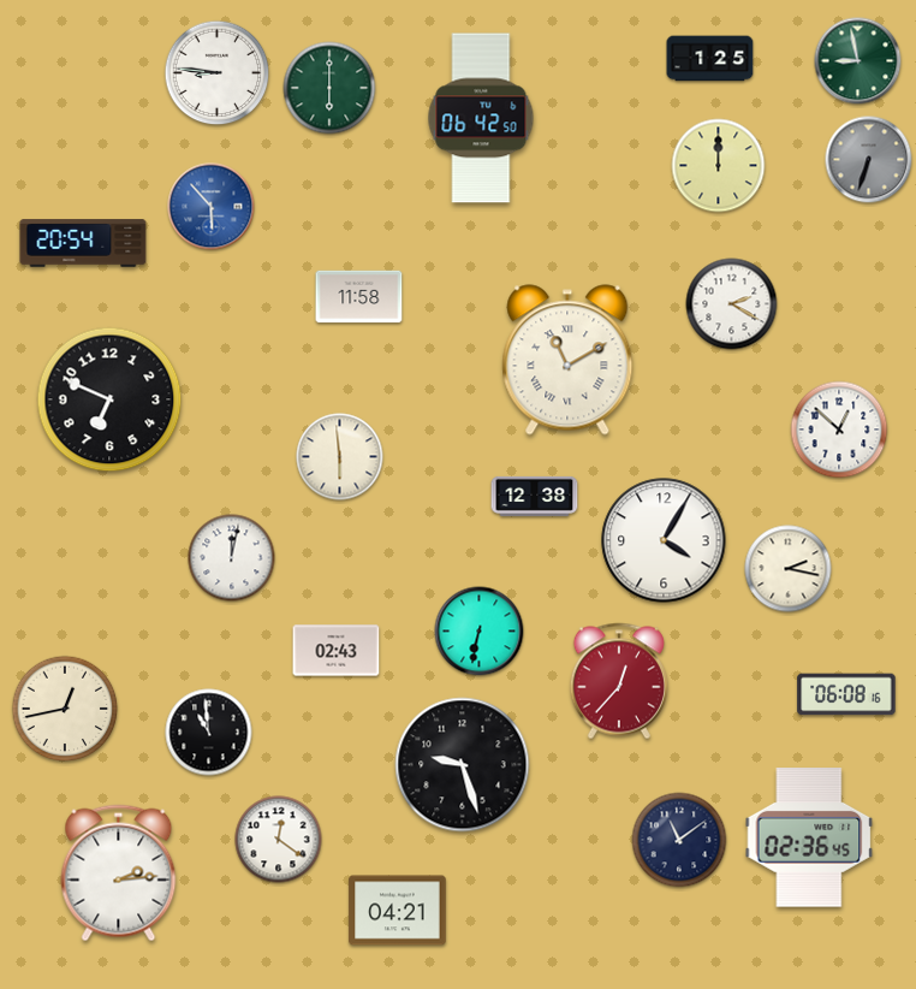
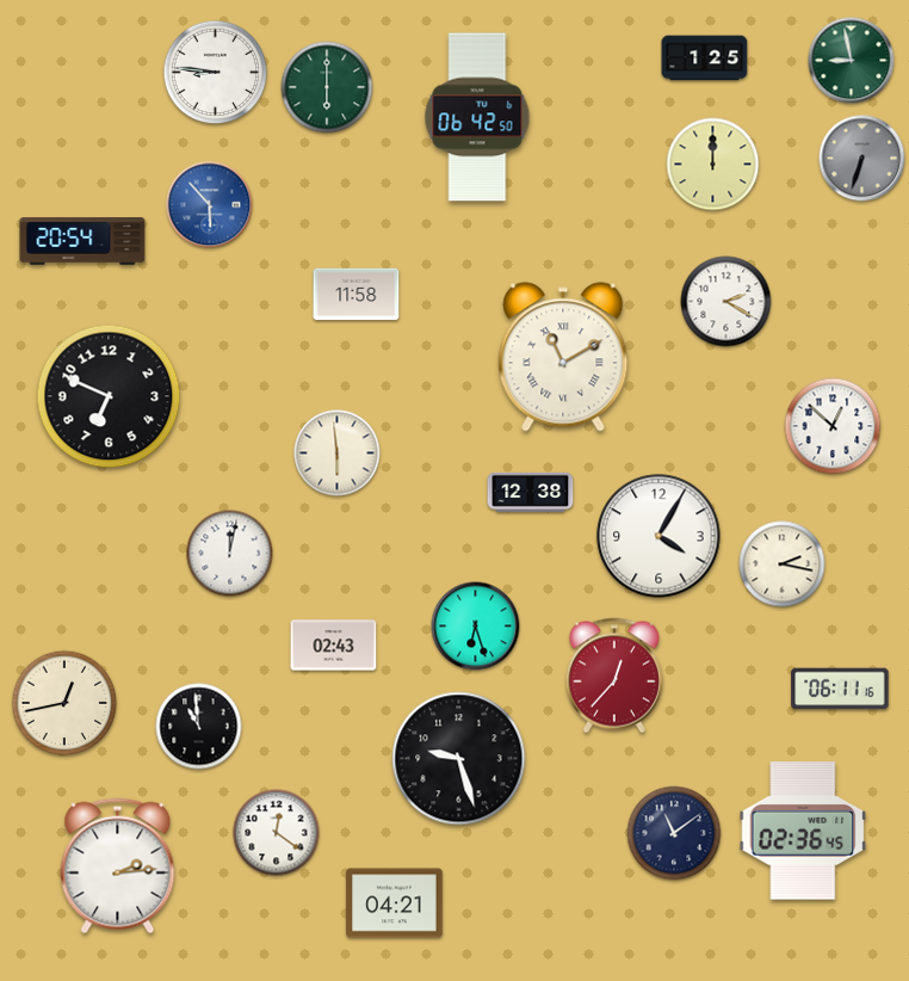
clock at (480, 632): 6:32 -> 6:27
clock at (846, 694): 06:08 -> 06:11
clock at (209, 733) position: (209, 733) -> (199, 727)
